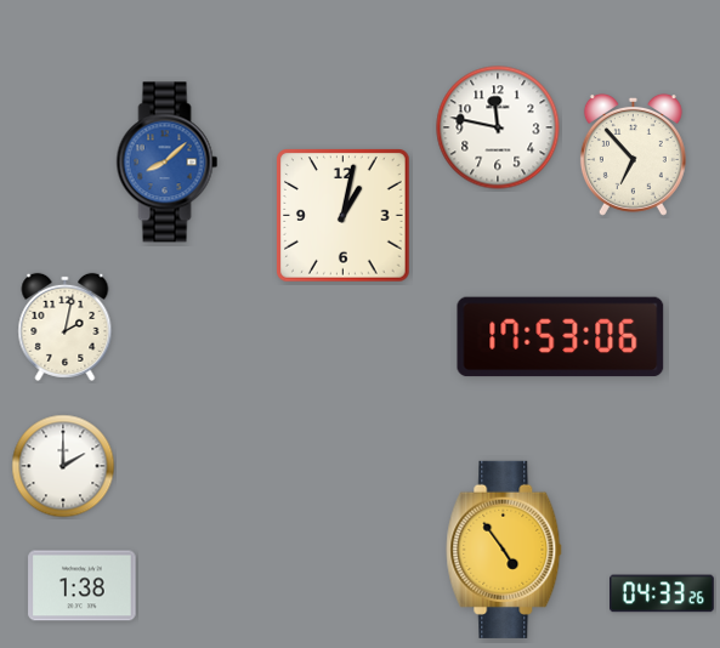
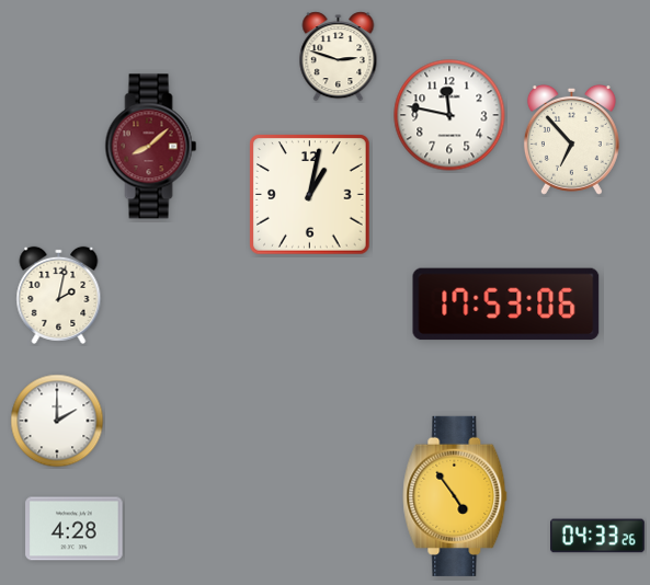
clock at (339, 57): none -> 2:48
clock at (168, 163) dial: blue -> burgundy
clock at (83, 586): 1:38 -> 4:28
